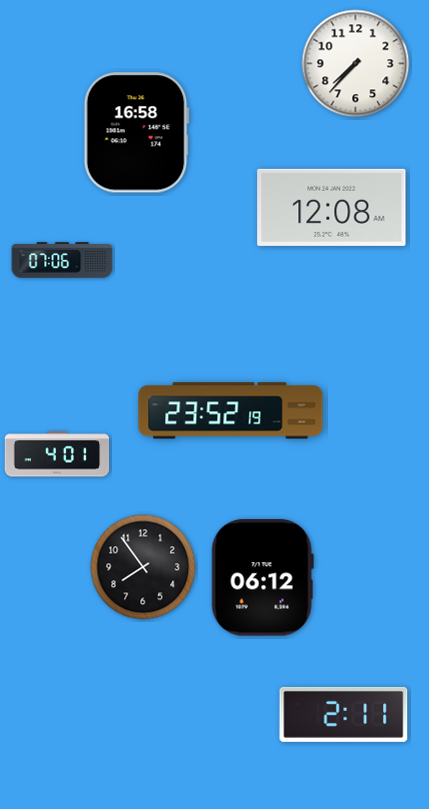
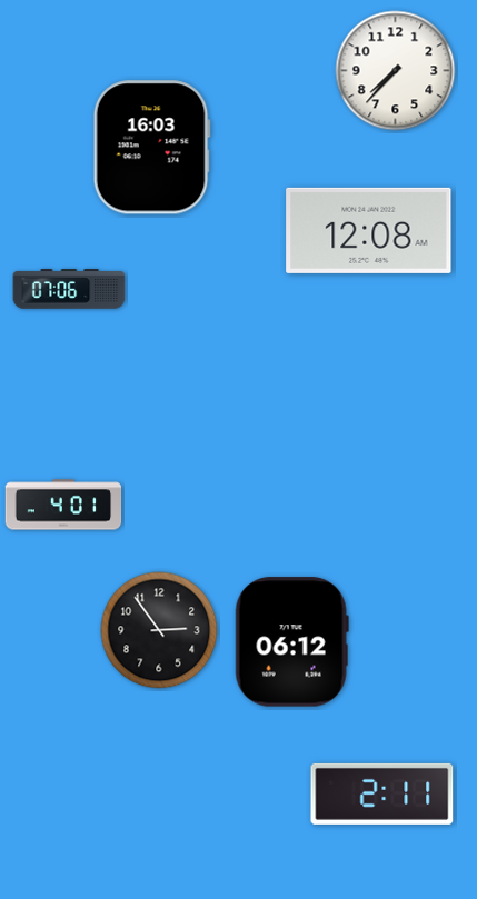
clock at (136, 133): 16:58 -> 16:03
clock at (231, 411): 23:52 -> none
clock at (143, 567): 7:54 -> 2:54
